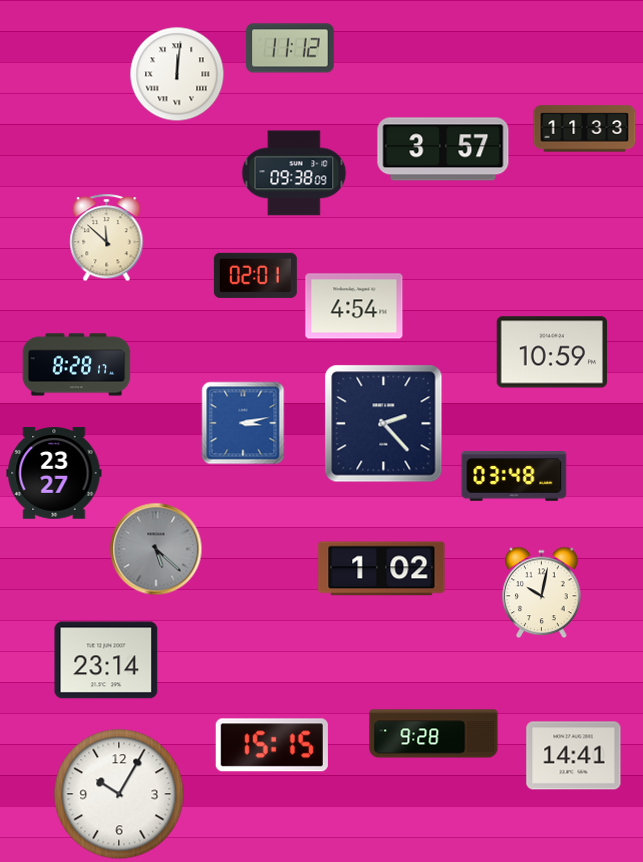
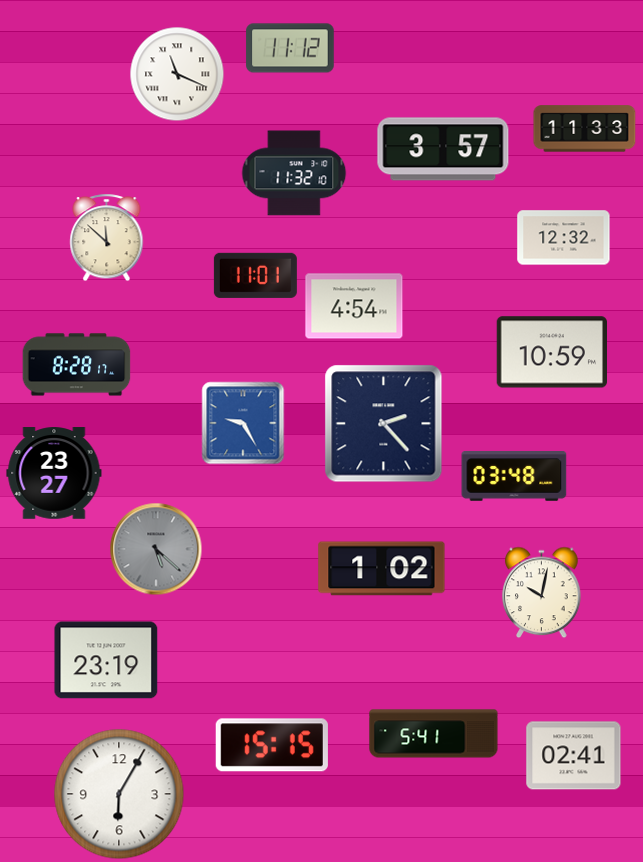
clock at (177, 74): 12:01 -> 11:19
clock at (294, 173): 09:38 -> 11:32
clock at (564, 238): none -> 12:32
clock at (255, 275): 02:01 -> 11:01
clock at (243, 423): 3:13 -> 9:25
clock at (106, 660): 23:14 -> 23:19
clock at (434, 734): 9:28 -> 5:41
clock at (574, 756): 14:41 -> 02:41
clock at (119, 794): 10:05 -> 6:05
